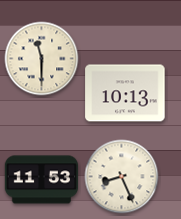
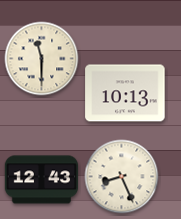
clock at (41, 180): 11:53 -> 12:43
